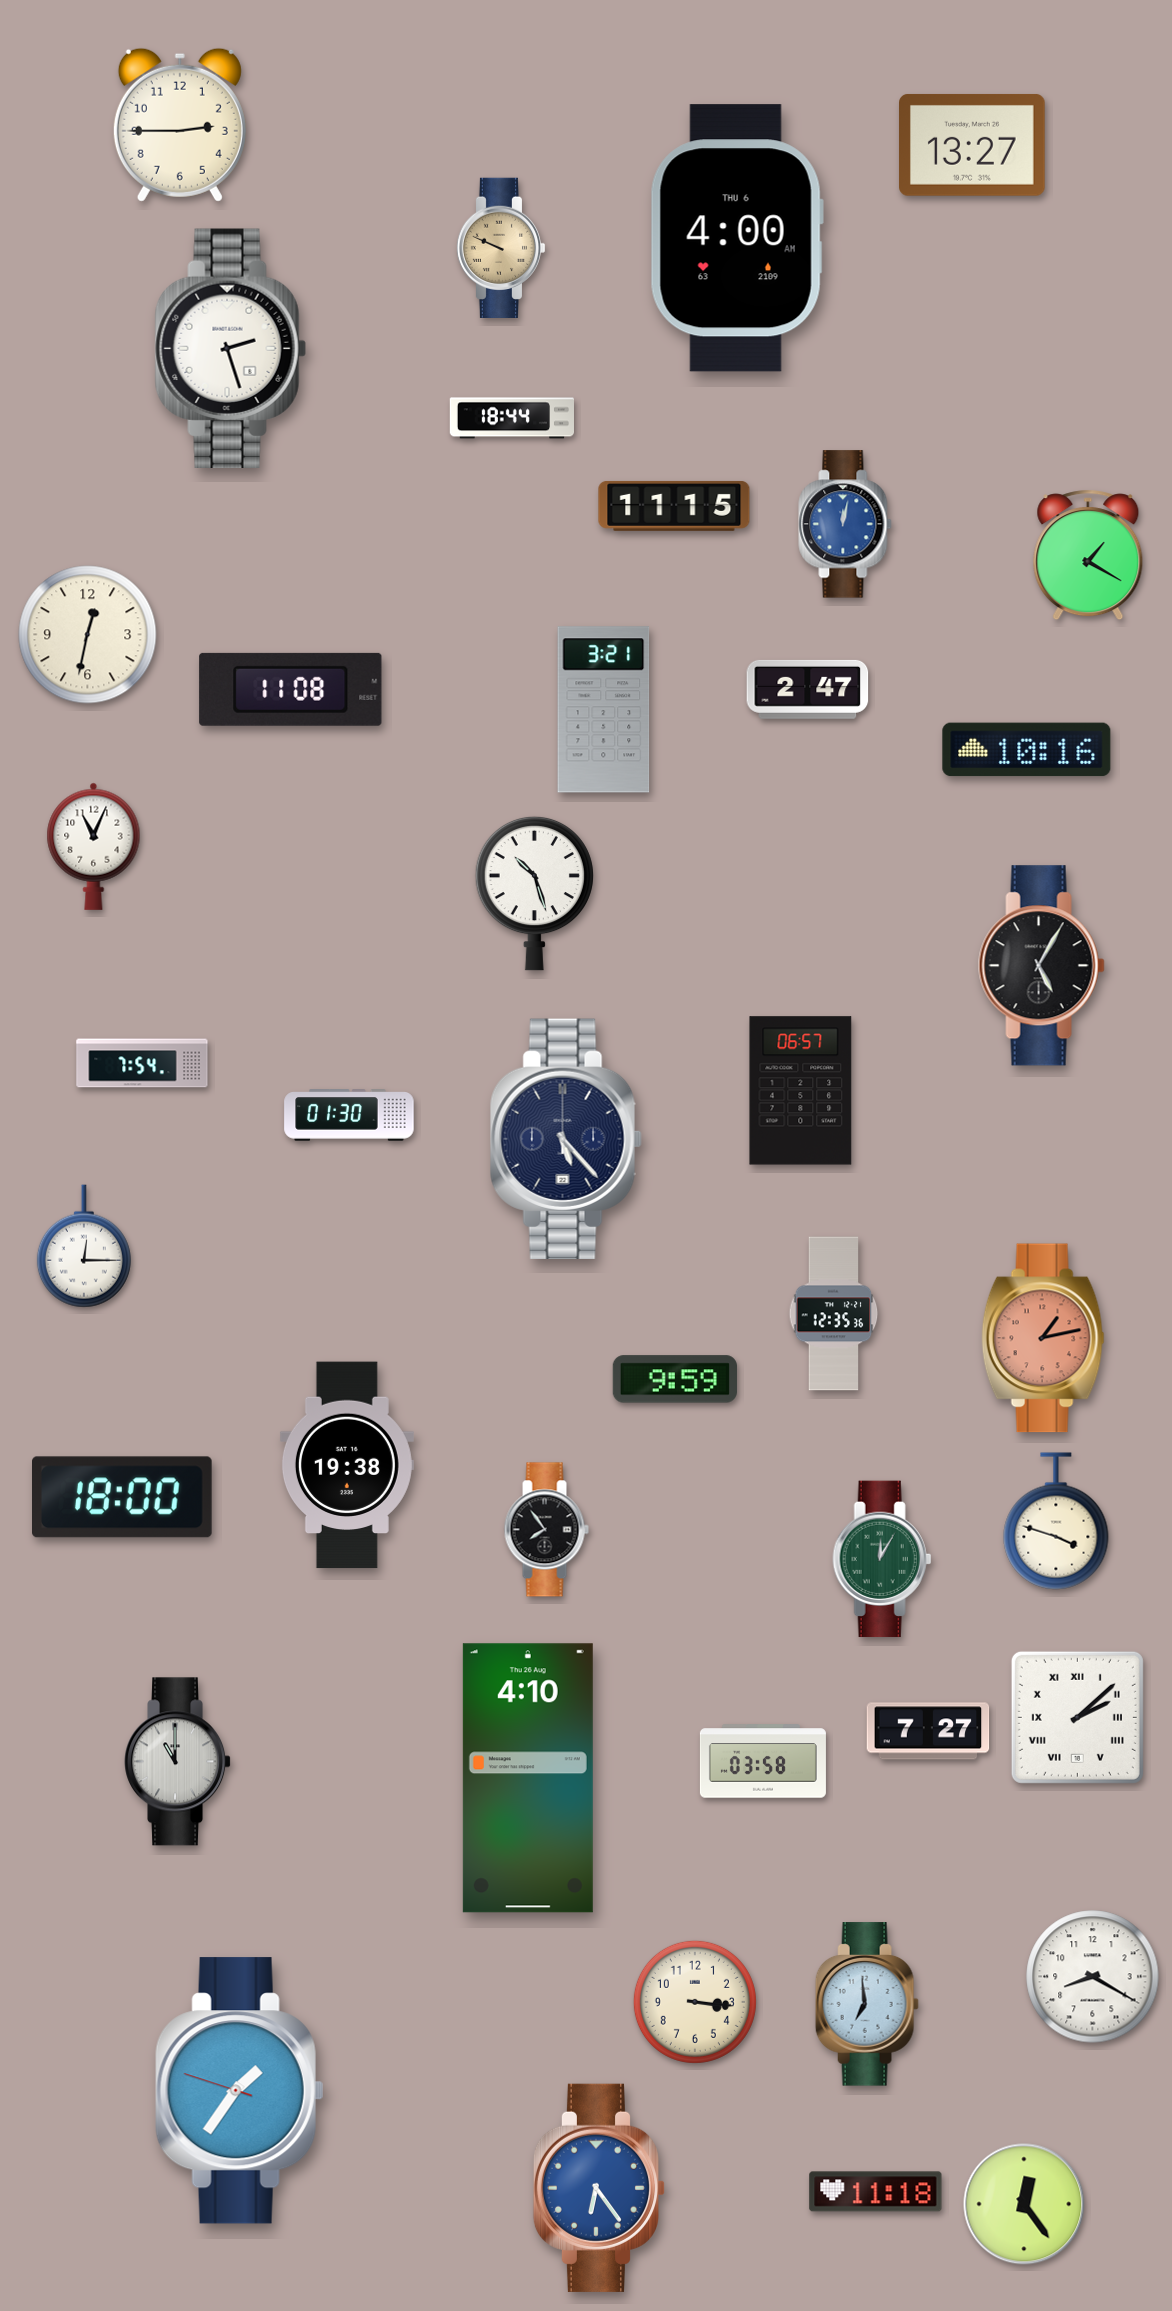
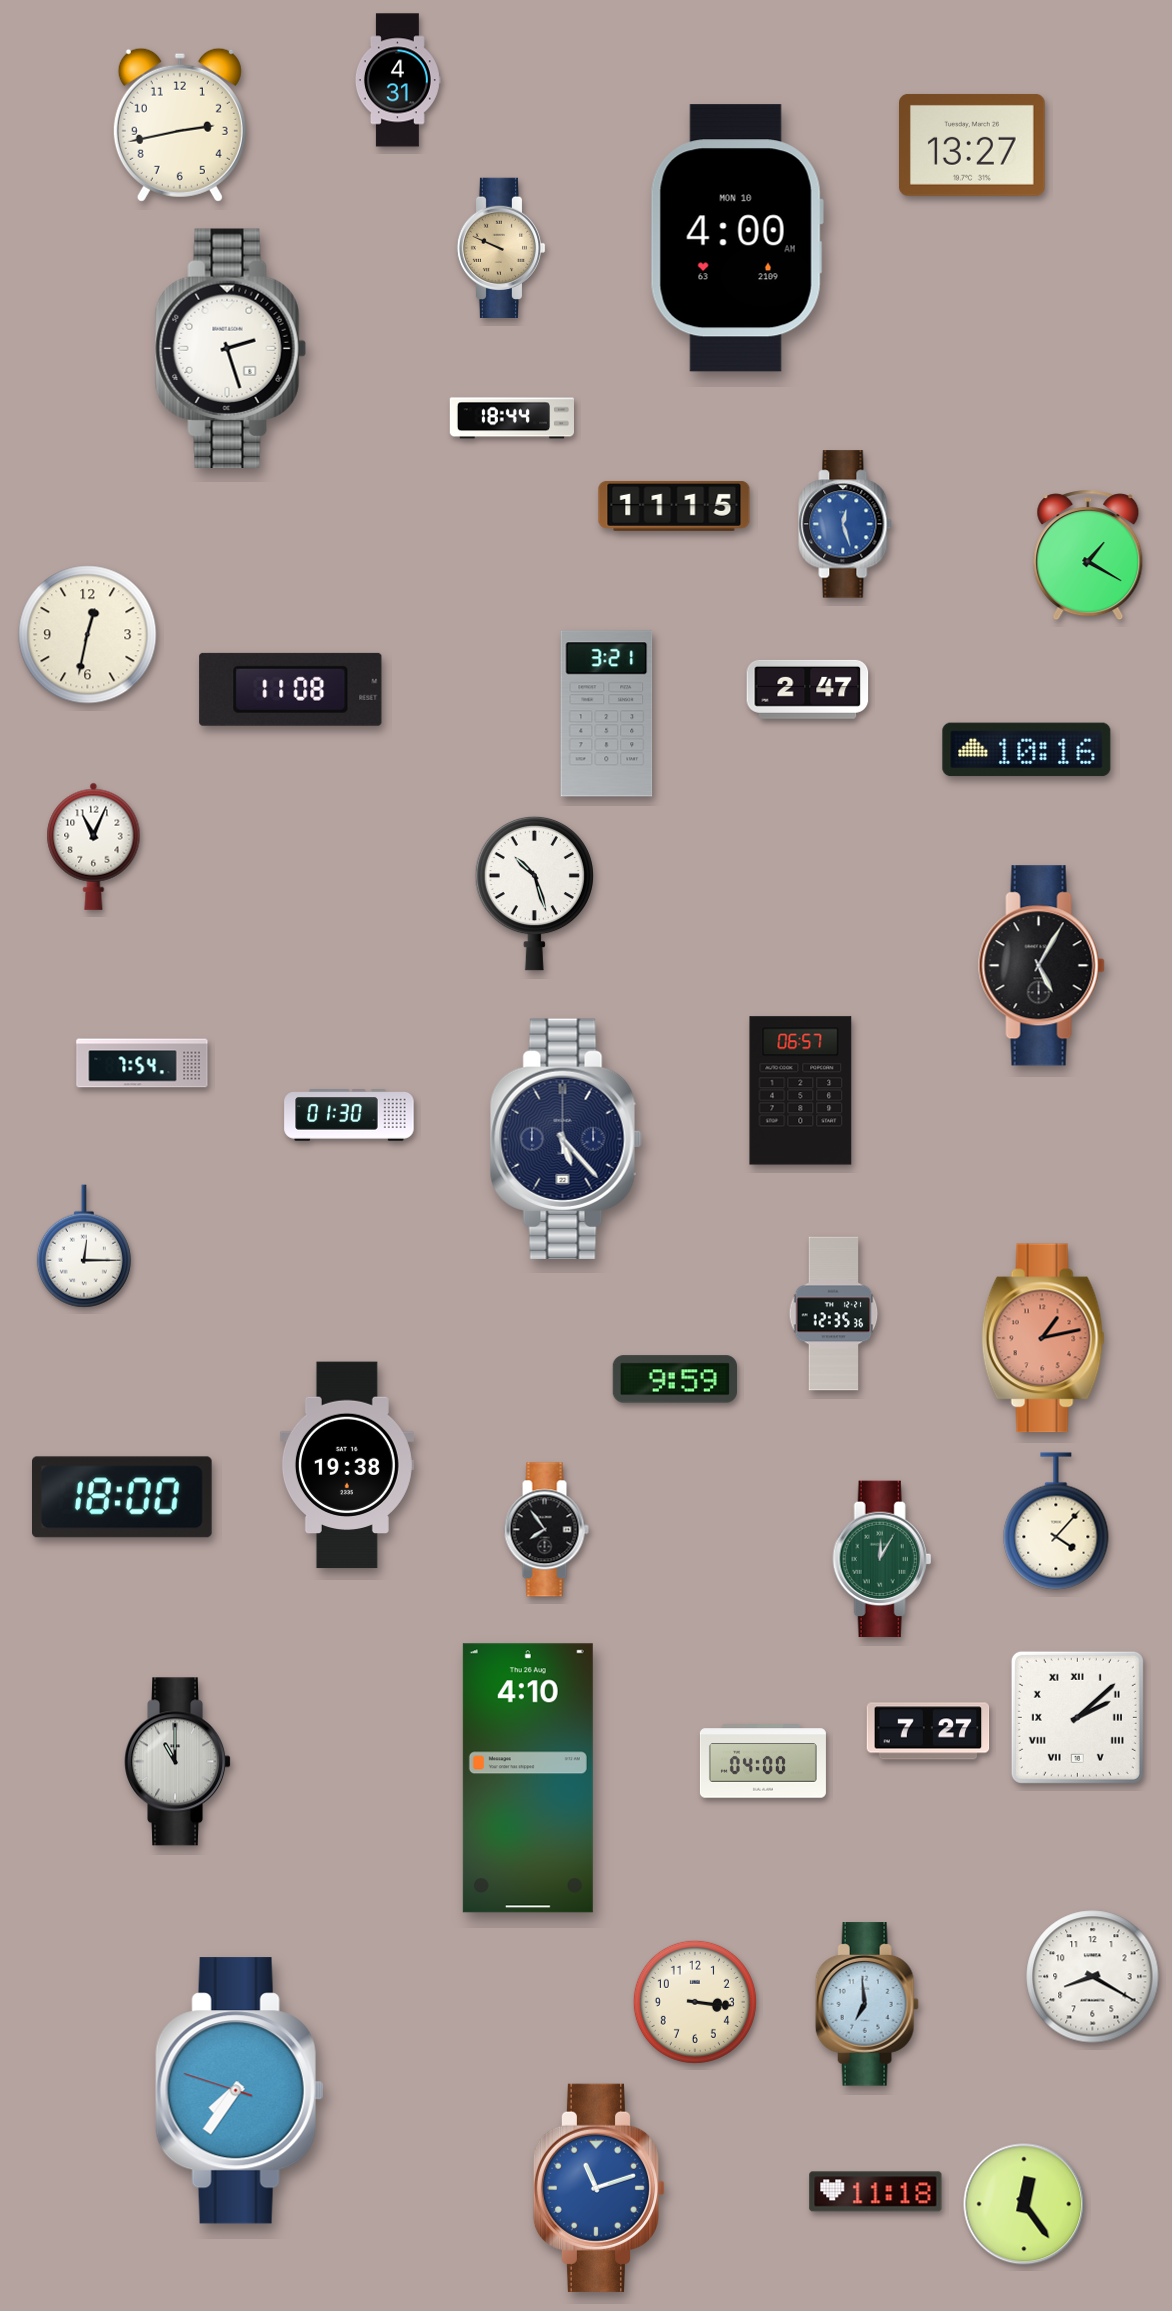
clock at (397, 80): none -> 4:31
clock at (180, 125): 2:45 -> 2:43
clock at (737, 238) date: THU 6 -> MON 10
clock at (845, 524): 12:02 -> 12:27
clock at (604, 710) position: (604, 710) -> (607, 714)
clock at (1056, 1521): 3:48 -> 4:07
clock at (763, 1761): 03:58 -> 04:00
clock at (239, 2091): 1:35 -> 7:35
clock at (599, 2188): 6:24 -> 11:12
